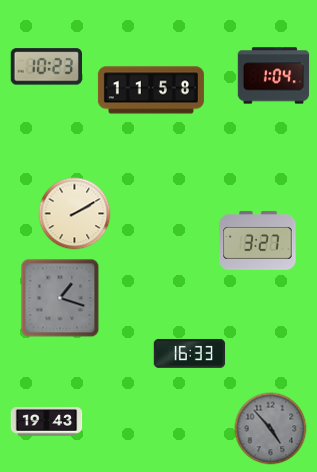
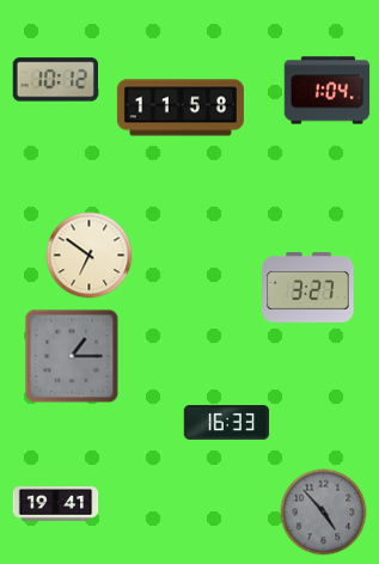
clock at (46, 67): 10:23 -> 10:12
clock at (75, 214): 2:10 -> 6:51
clock at (60, 298): 1:18 -> 1:15
clock at (47, 422): 19:43 -> 19:41
